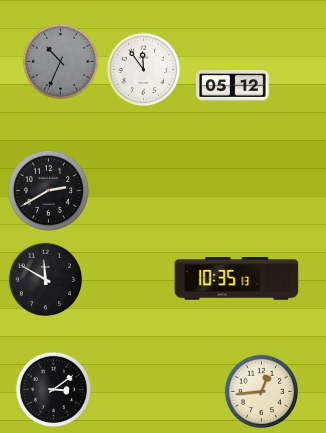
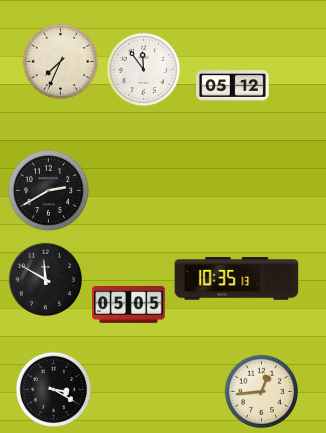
clock at (60, 61): 10:34 -> 7:34
clock at (60, 61) dial: grey -> cream
clock at (129, 305): none -> 05:05
clock at (53, 389): 3:09 -> 3:20
